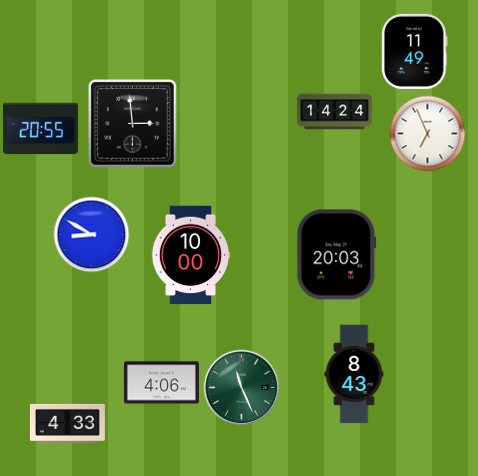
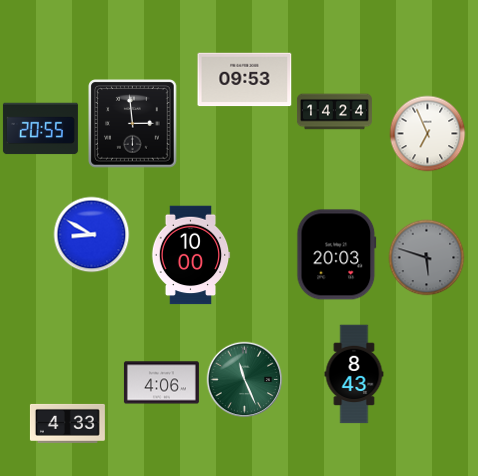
clock at (415, 51): 11:49 -> none
clock at (245, 80): none -> 09:53
clock at (427, 258): none -> 5:48
clock at (242, 388) position: (242, 388) -> (245, 380)
